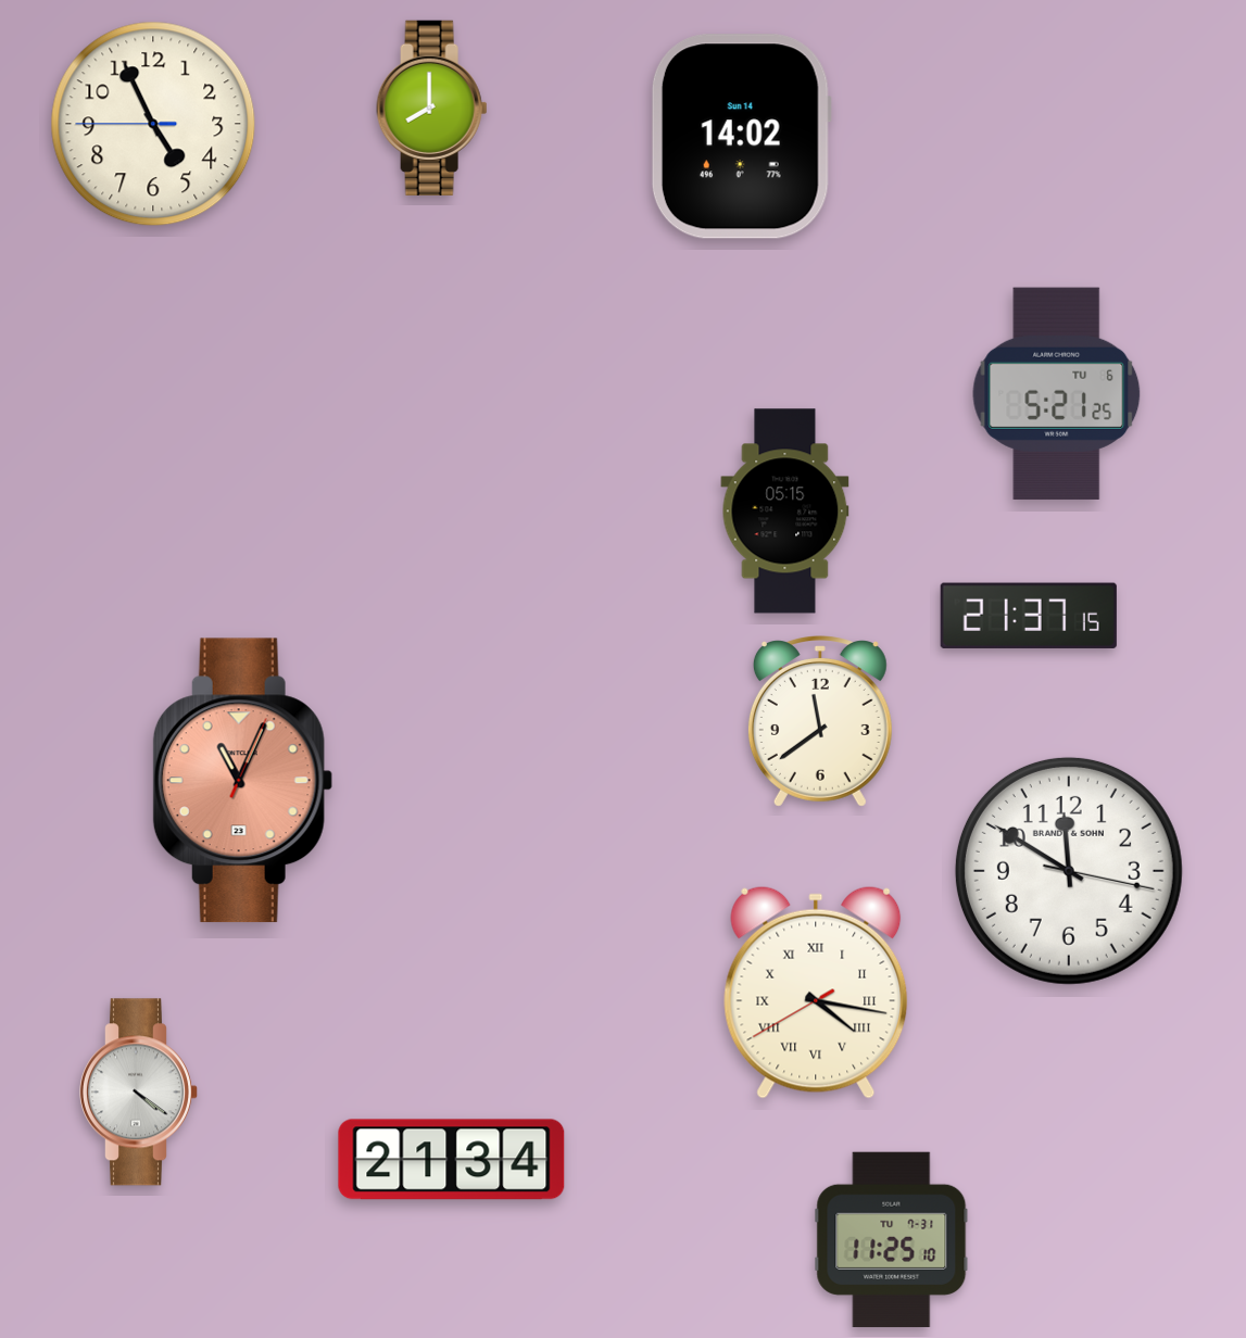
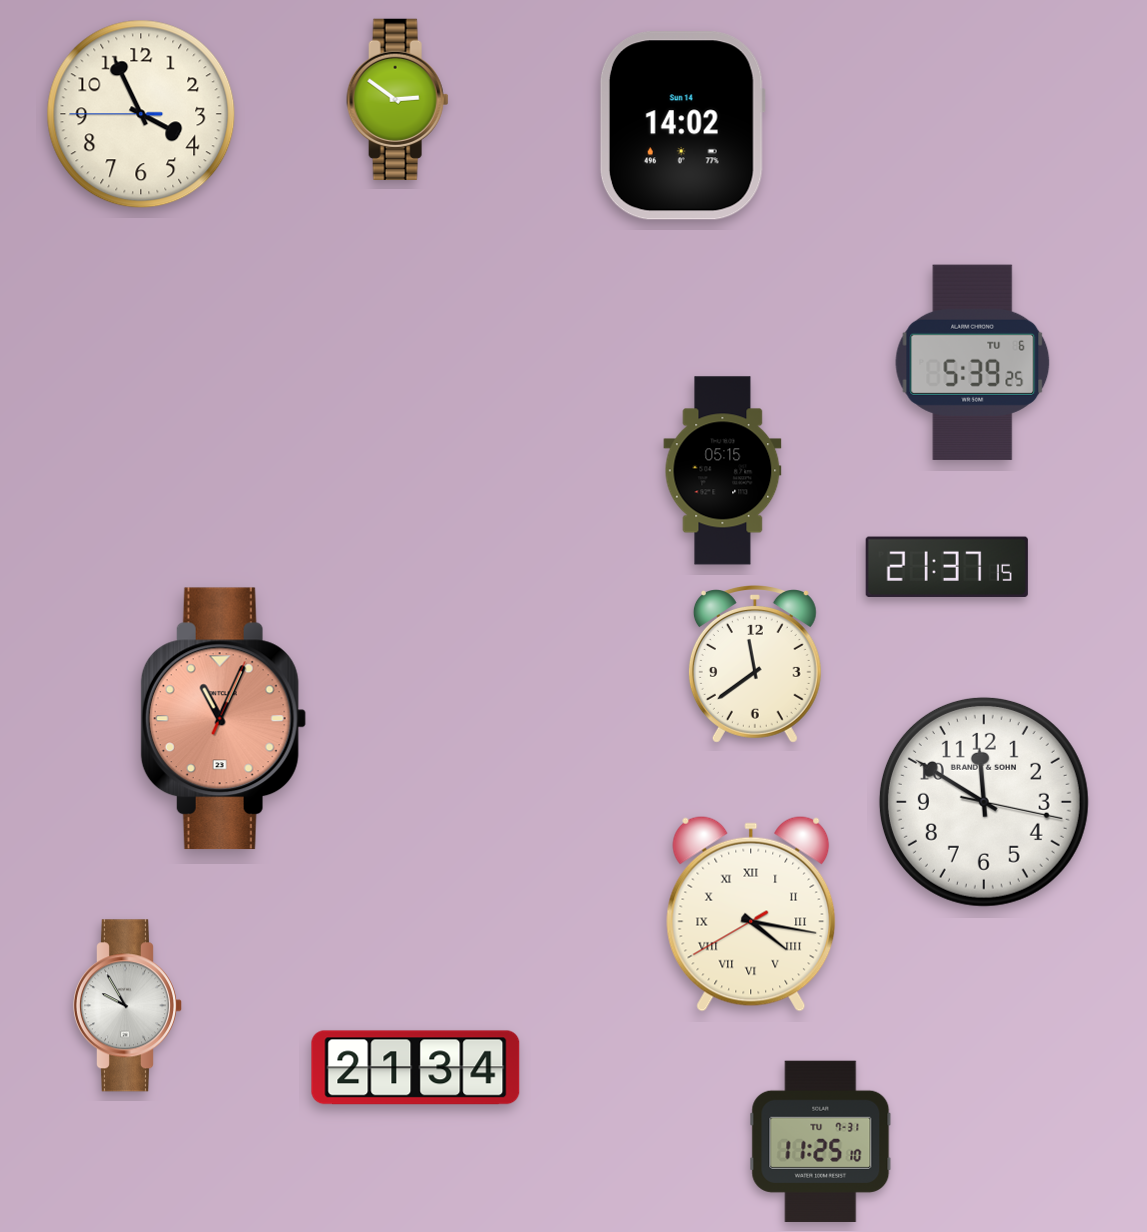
clock at (432, 108): 8:00 -> 2:51
clock at (153, 124): 4:55 -> 3:55
clock at (1057, 393): 5:21 -> 5:39
clock at (138, 1093): 4:21 -> 9:55
